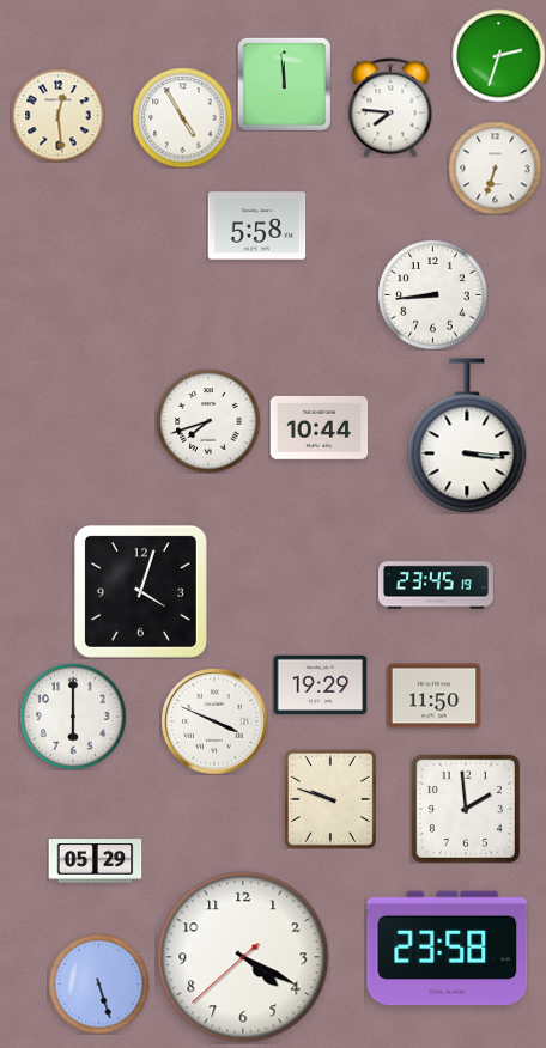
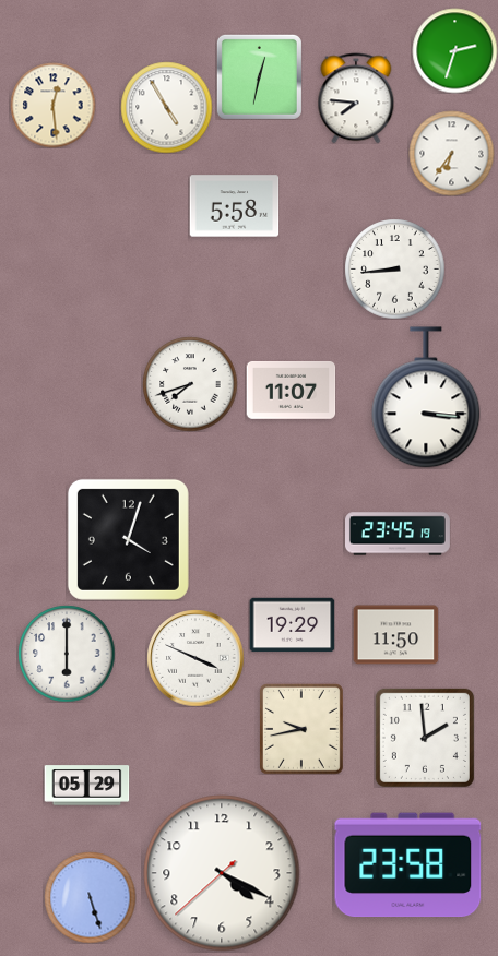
clock at (284, 84): 11:59 -> 12:32
clock at (495, 167): 6:33 -> 6:36
clock at (318, 427): 10:44 -> 11:07
clock at (330, 799): 9:48 -> 9:43
